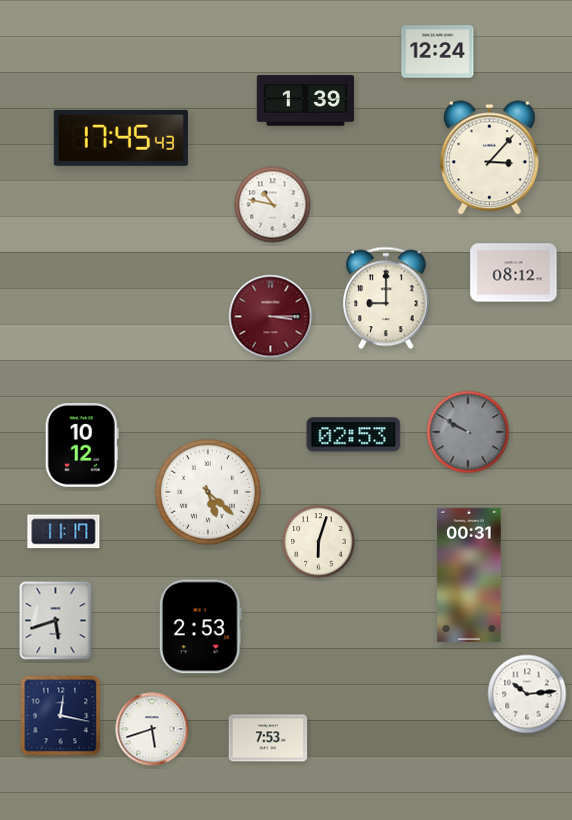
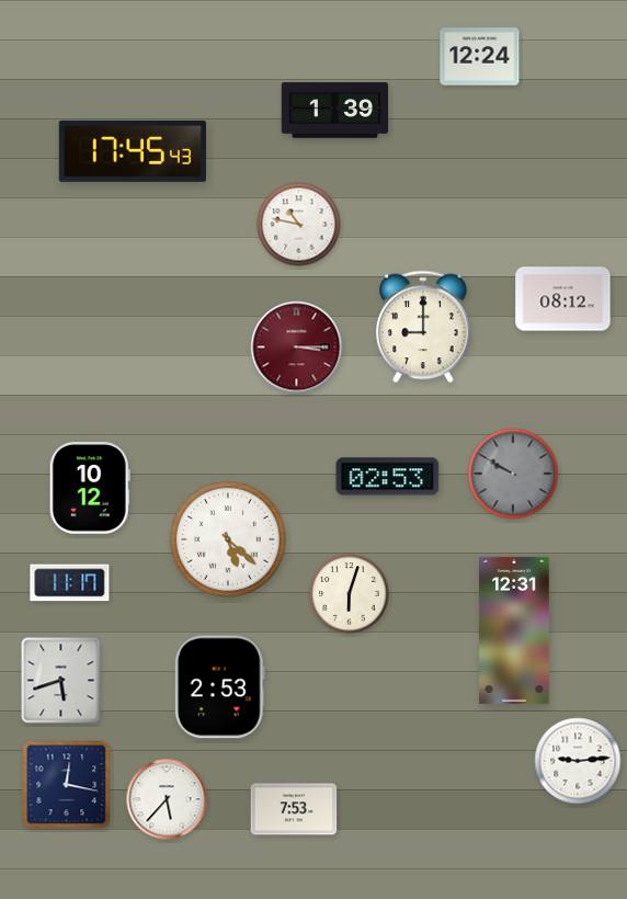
clock at (490, 158): 3:07 -> none
clock at (469, 575): 00:31 -> 12:31
clock at (527, 694): 10:14 -> 9:14
clock at (152, 729): 5:42 -> 5:37
